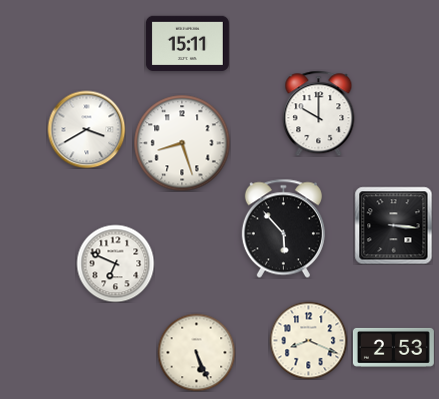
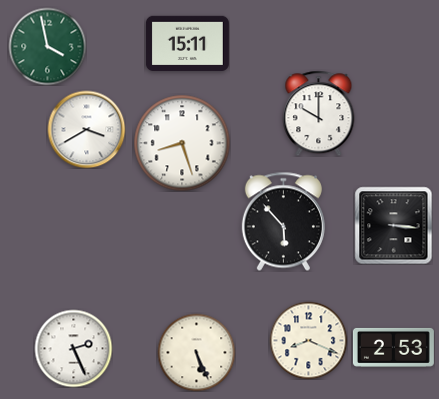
clock at (47, 46): none -> 3:58
clock at (283, 228) position: (283, 228) -> (283, 221)
clock at (115, 263): 6:49 -> none
clock at (73, 348): none -> 2:26
